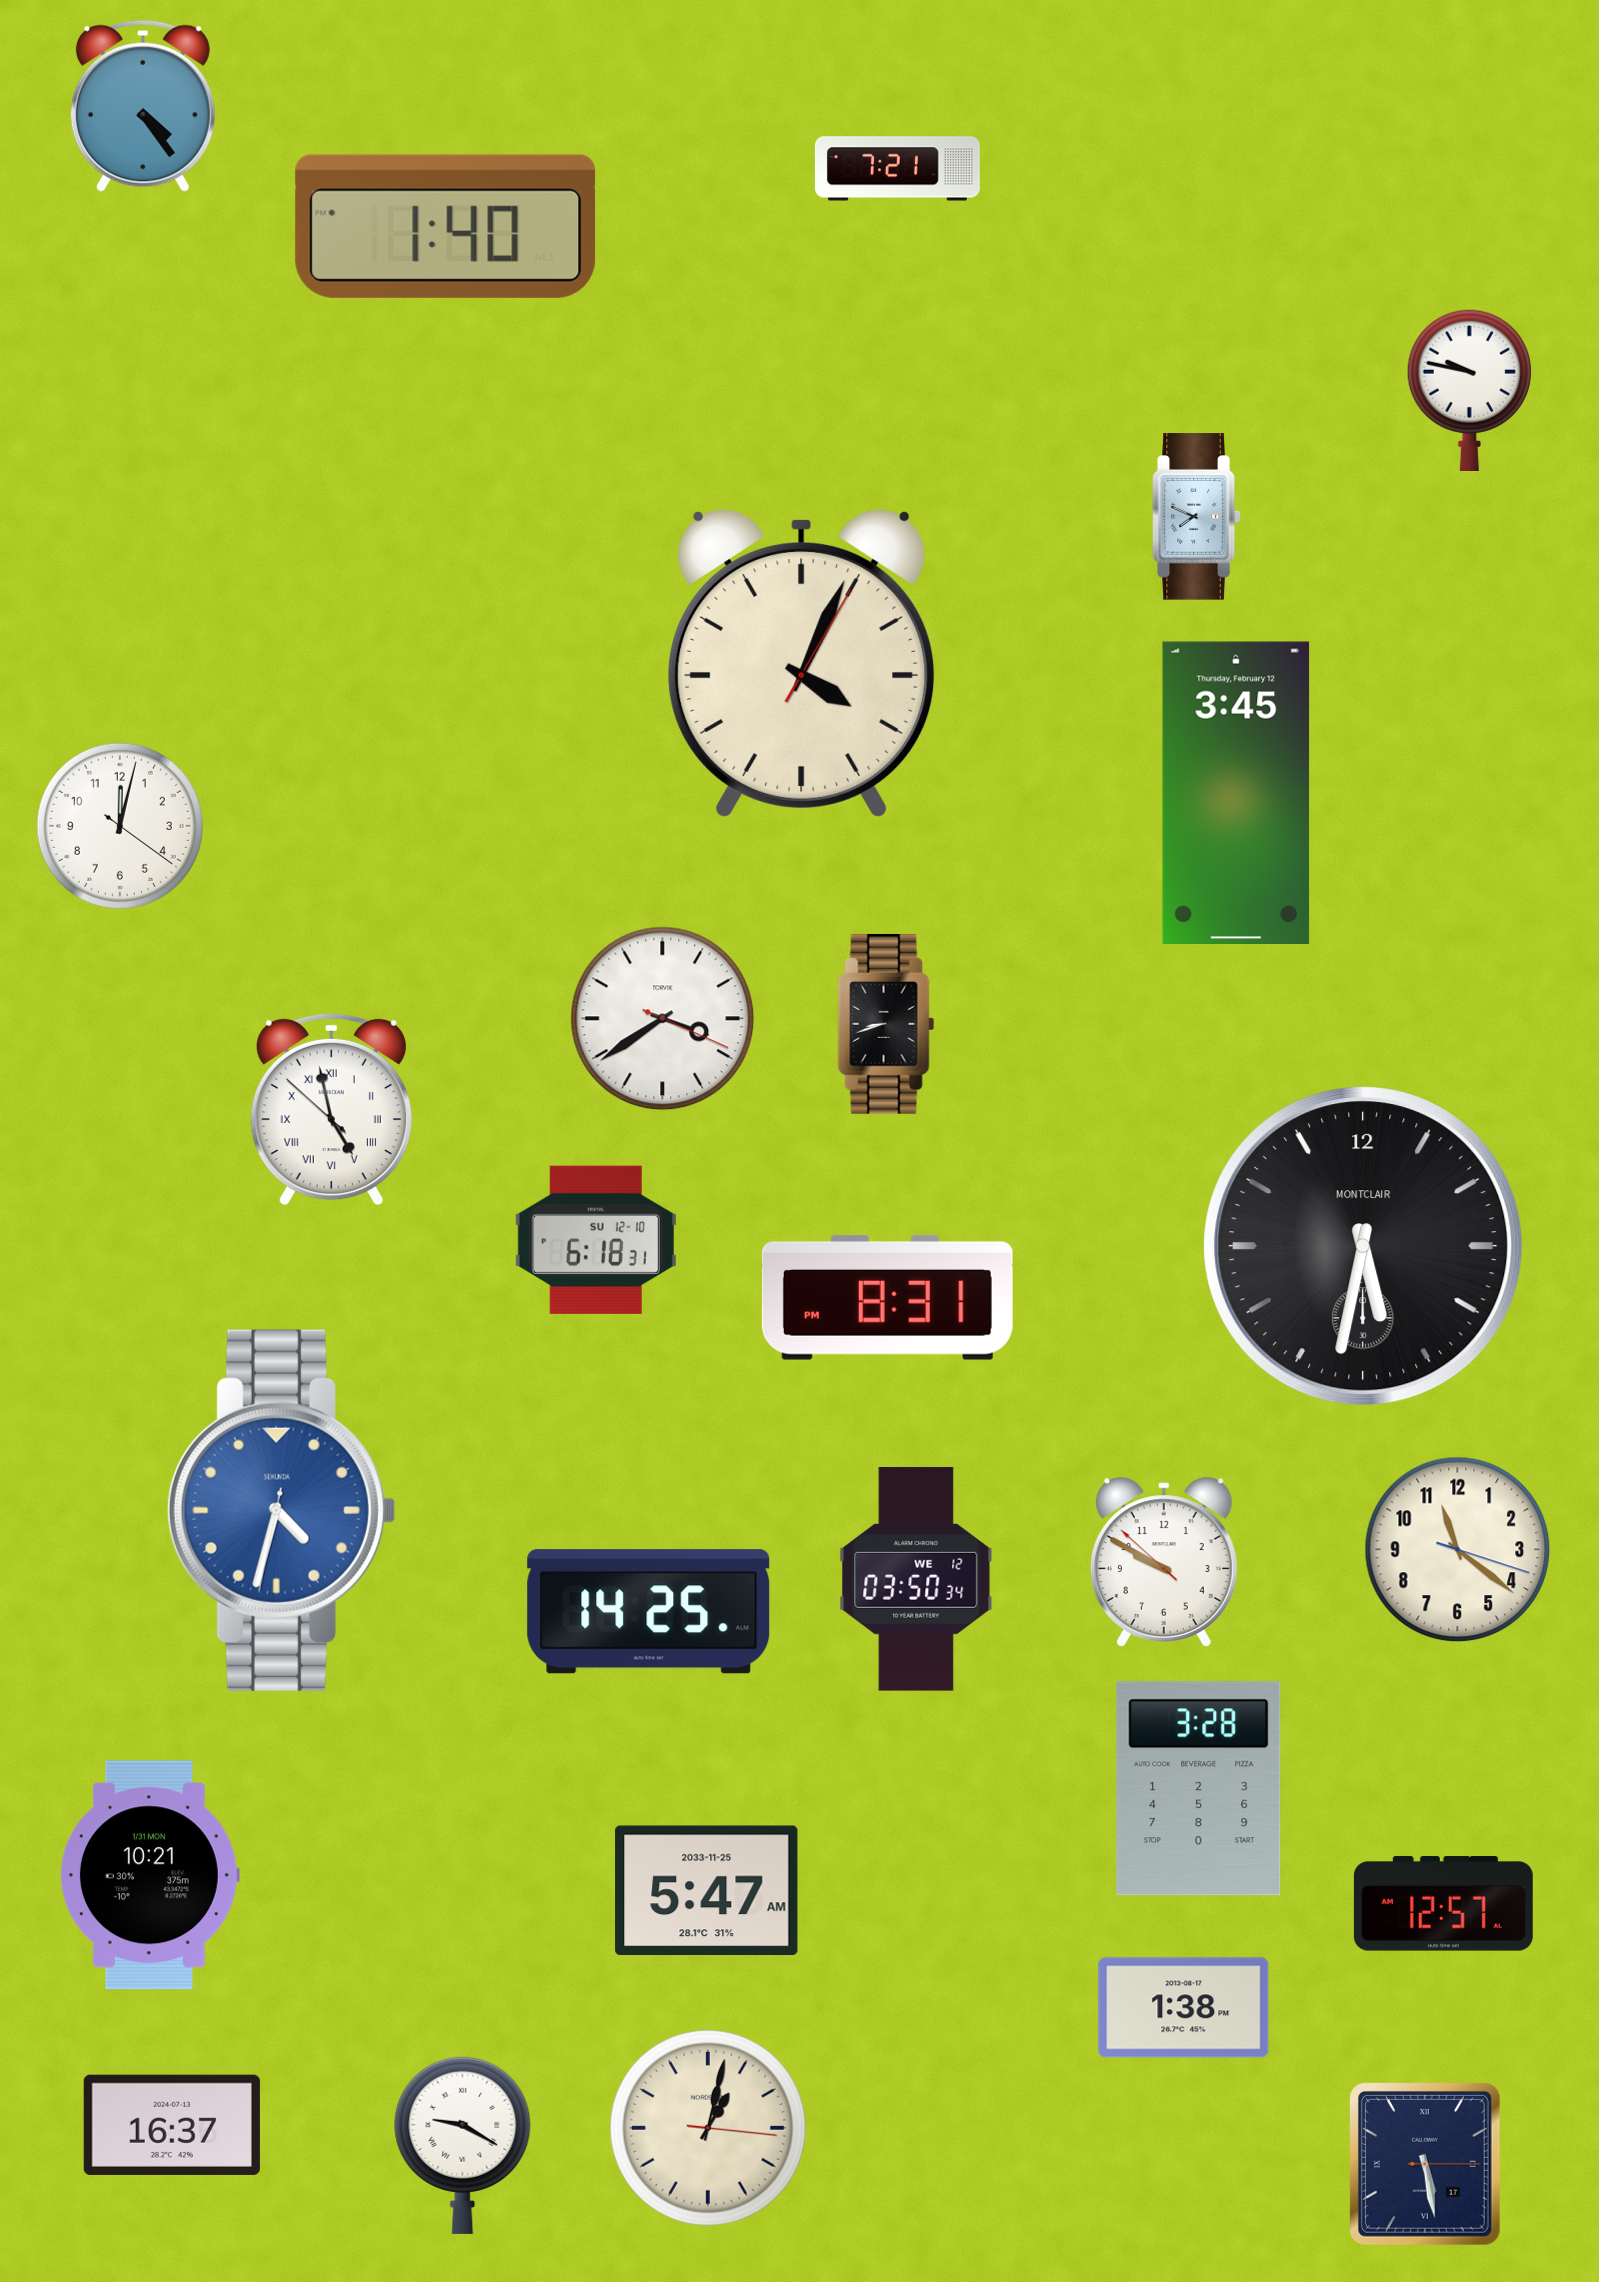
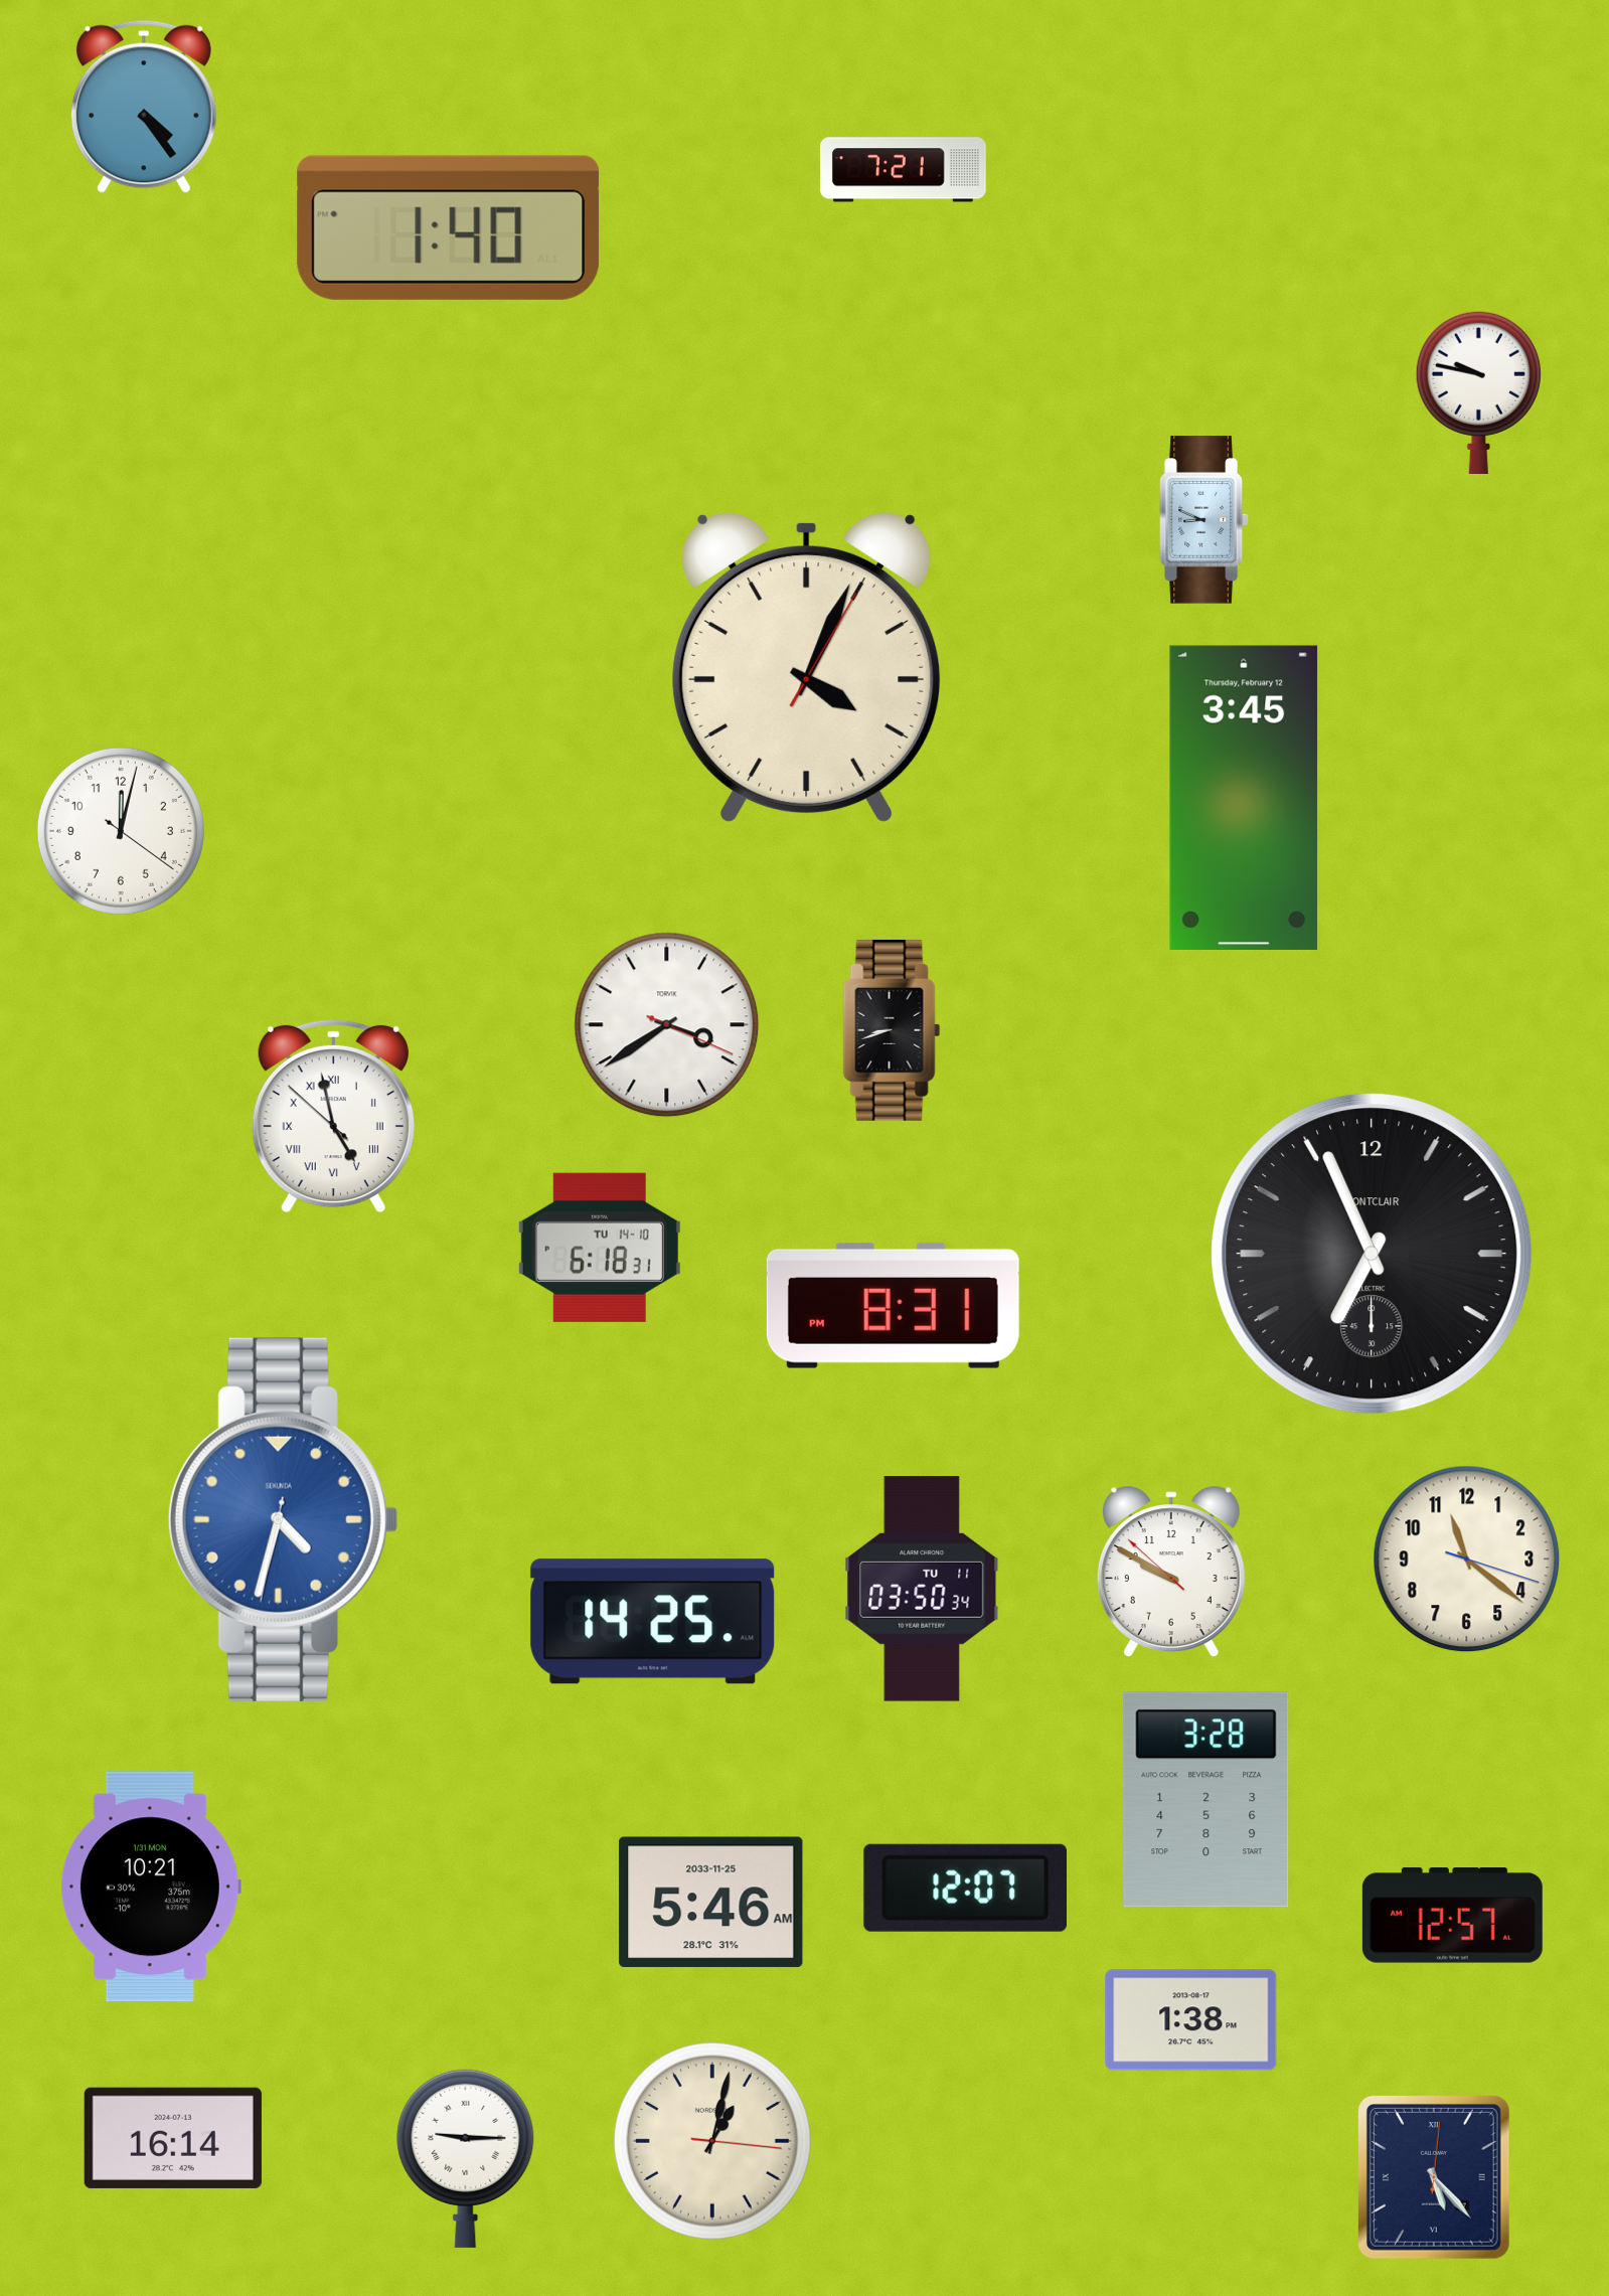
clock at (1197, 517): 7:49 -> 8:49
clock at (596, 1240) date: SU 12-10 -> TU 14-10
clock at (1363, 1246): 5:32 -> 6:56
clock at (916, 1579) date: WE 12 -> TU 11
clock at (965, 1888): none -> 12:07
clock at (707, 1890): 5:47 -> 5:46
clock at (172, 2125): 16:37 -> 16:14
clock at (463, 2145): 9:20 -> 9:15
clock at (1425, 2164): 5:28 -> 5:23
